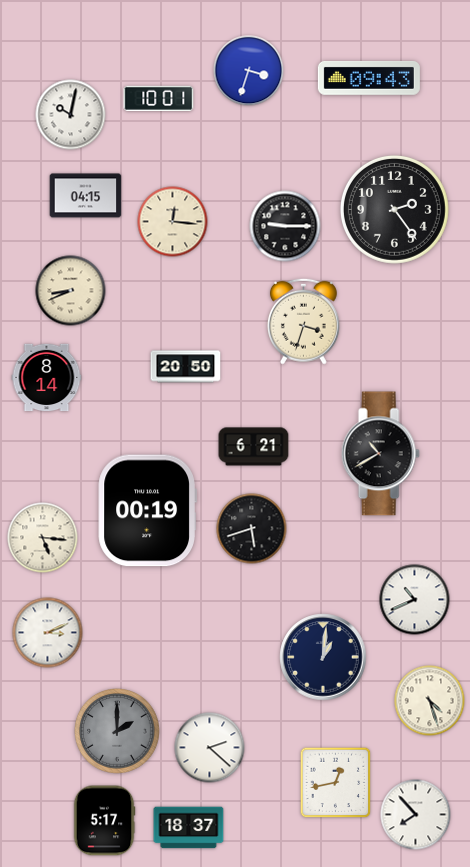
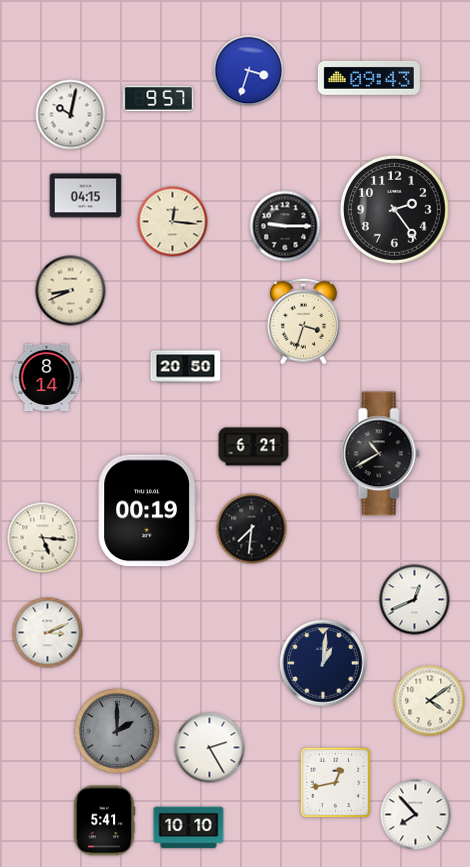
clock at (159, 98): 10:01 -> 9:57
clock at (252, 529): 5:42 -> 7:31
clock at (415, 600): 10:41 -> 12:41
clock at (323, 657) position: (323, 657) -> (323, 663)
clock at (430, 701): 4:27 -> 4:09
clock at (210, 748): 2:22 -> 2:25
clock at (104, 821): 5:17 -> 5:41
clock at (189, 828): 18:37 -> 10:10
